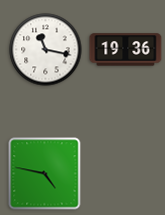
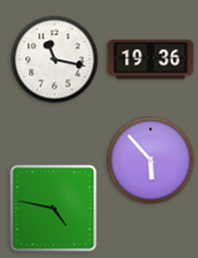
clock at (151, 161): none -> 5:53
